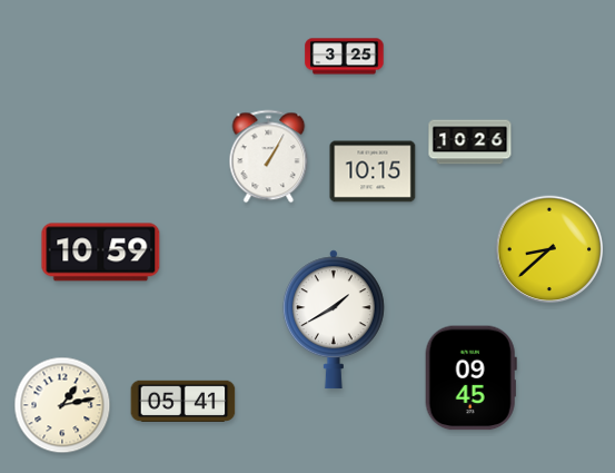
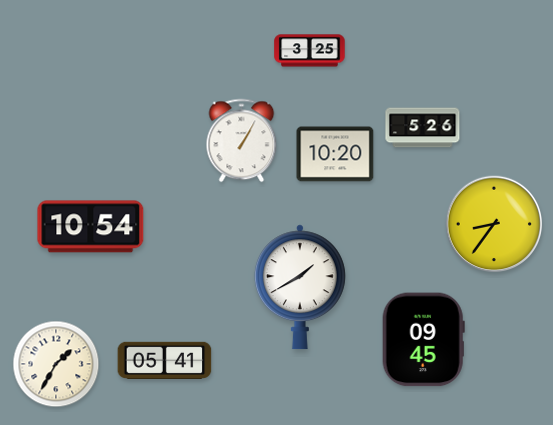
clock at (470, 142): 10:26 -> 5:26
clock at (373, 171): 10:15 -> 10:20
clock at (549, 249): 8:38 -> 8:36
clock at (101, 253): 10:59 -> 10:54
clock at (62, 405): 1:13 -> 1:35
